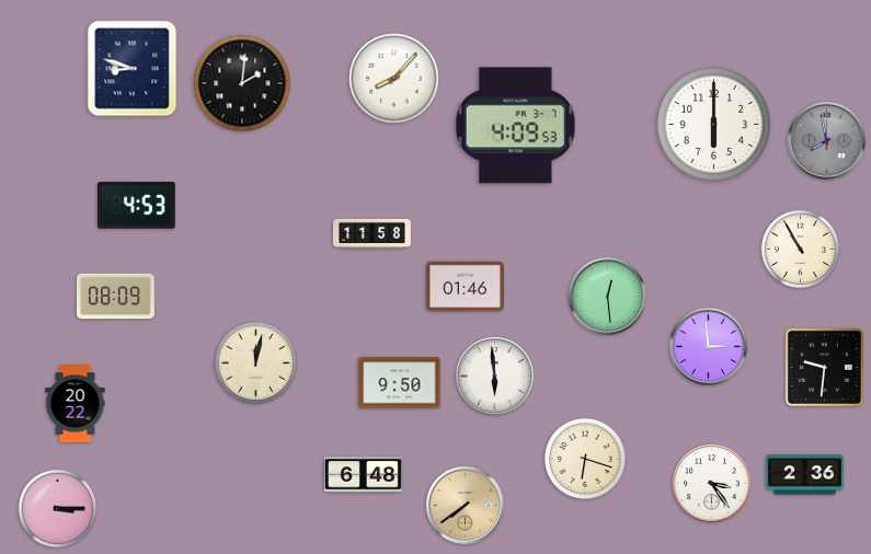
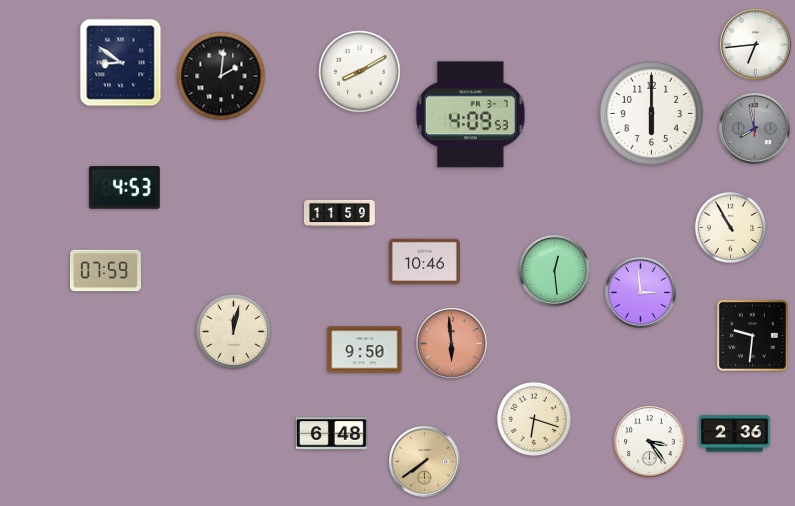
clock at (756, 45): none -> 6:44
clock at (133, 69): 8:48 -> 8:51
clock at (394, 79): 8:07 -> 8:10
clock at (373, 233): 11:58 -> 11:59
clock at (465, 287): 01:46 -> 10:46
clock at (116, 297): 08:09 -> 07:59
clock at (709, 347) position: (709, 347) -> (641, 293)
clock at (495, 377) dial: white -> salmon
clock at (76, 404): 20:22 -> none
clock at (58, 509): 3:15 -> none
